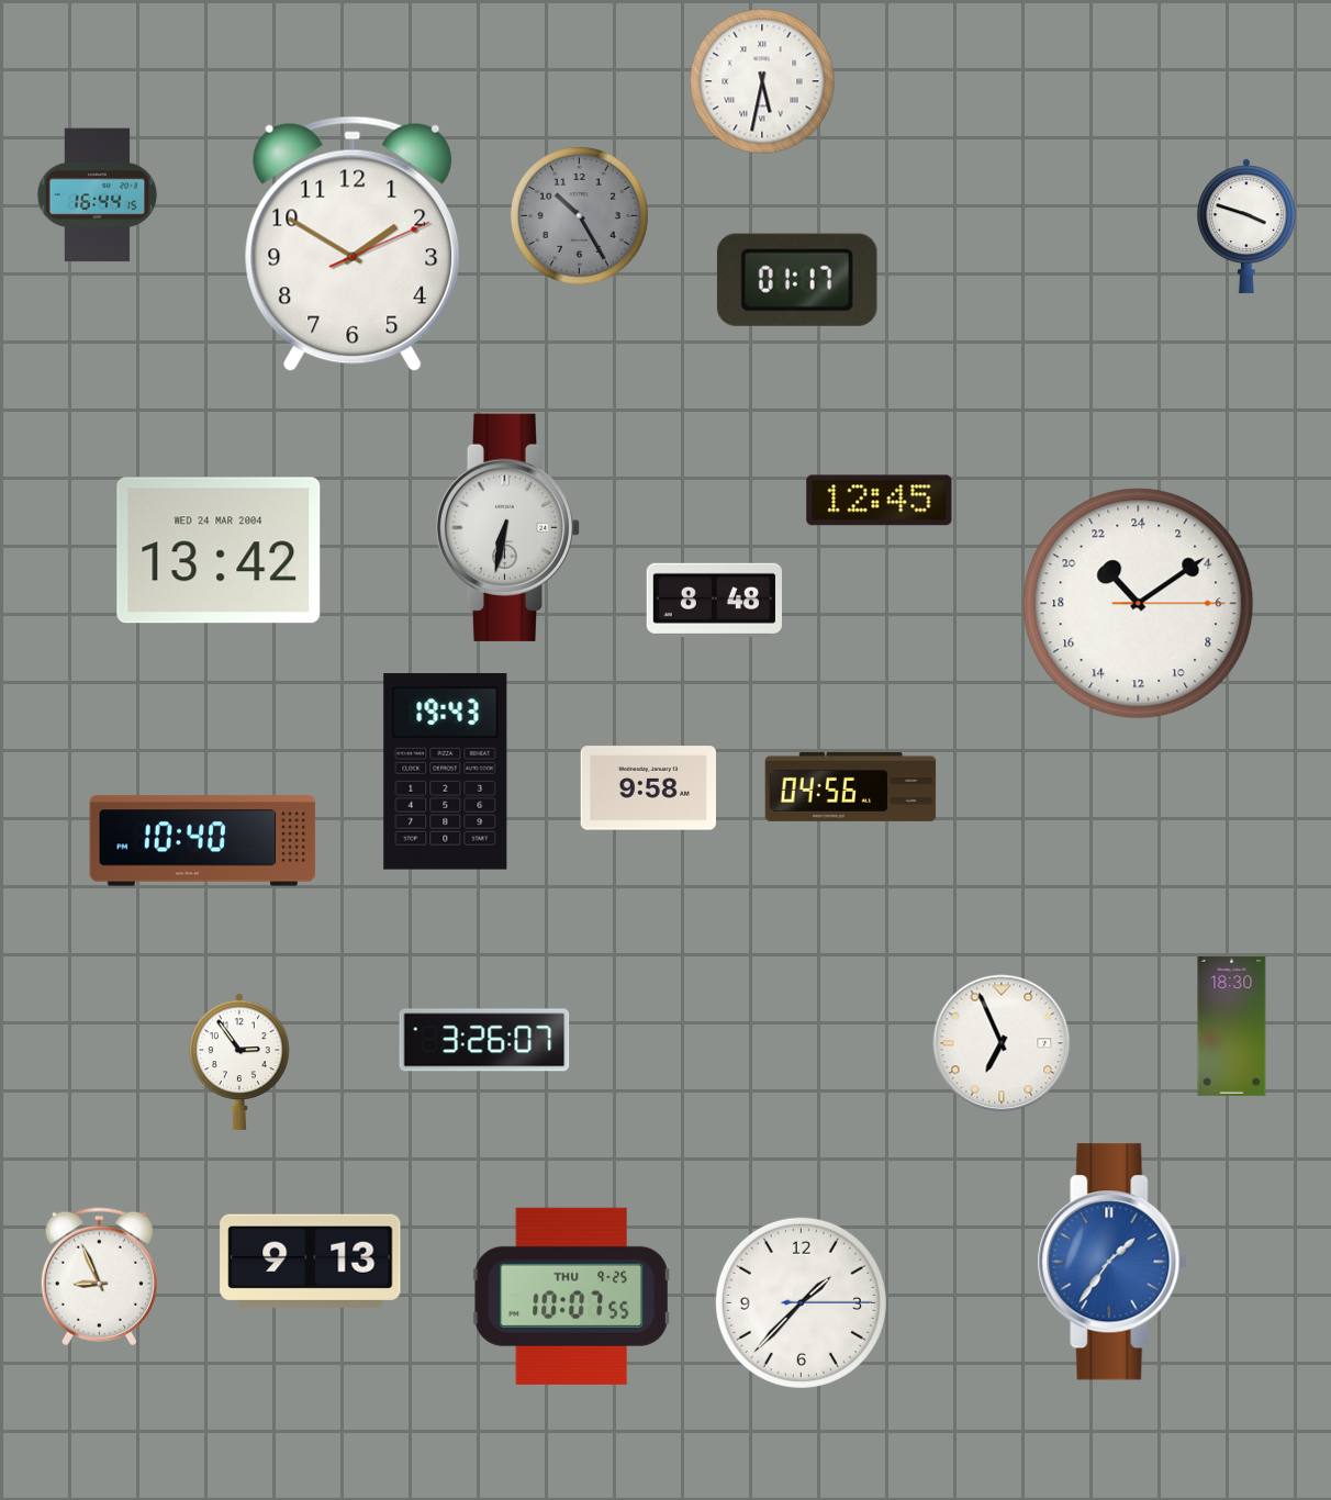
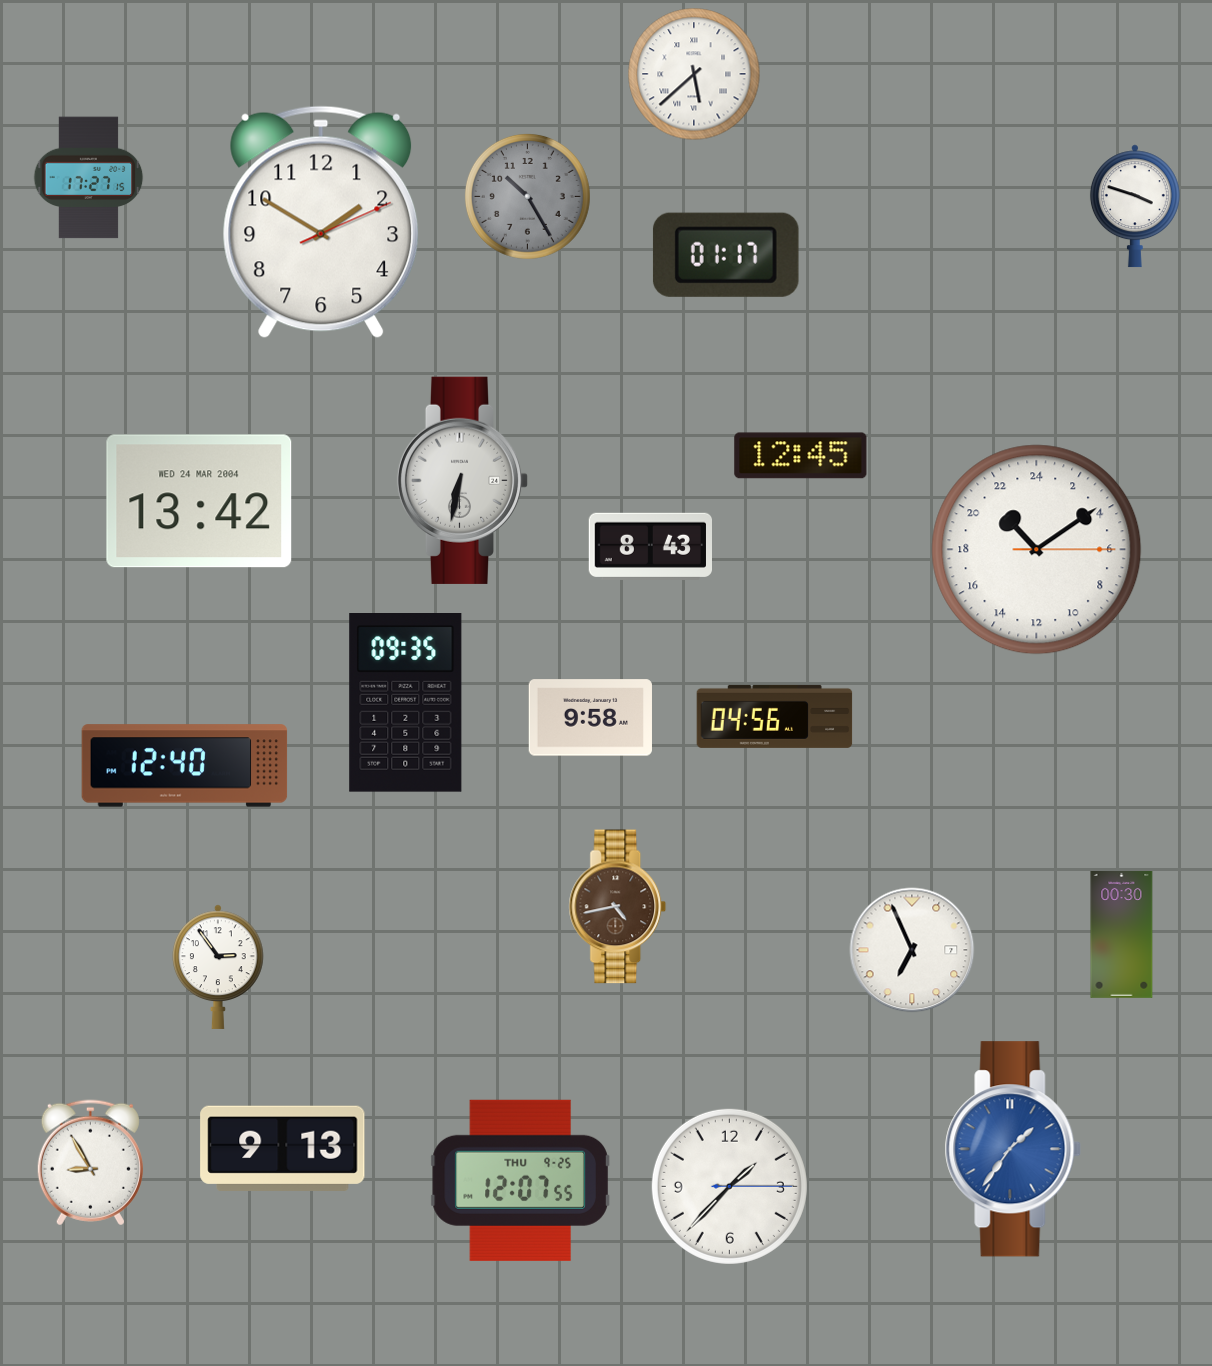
clock at (762, 81): 5:32 -> 5:38
clock at (98, 195): 16:44 -> 17:27
clock at (714, 600): 8:48 -> 8:43
clock at (446, 772): 19:43 -> 09:35
clock at (203, 841): 10:40 -> 12:40
clock at (618, 907): none -> 4:43
clock at (1232, 1027): 18:30 -> 00:30
clock at (484, 1040): 3:26 -> none
clock at (99, 1277): 8:56 -> 8:55
clock at (571, 1296): 10:07 -> 12:07
